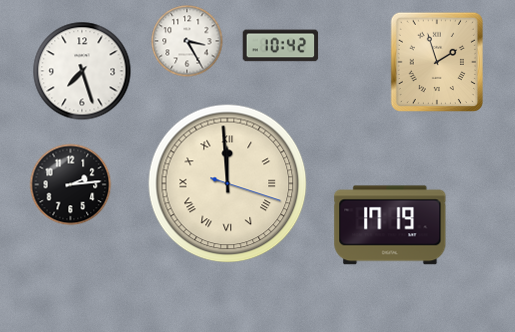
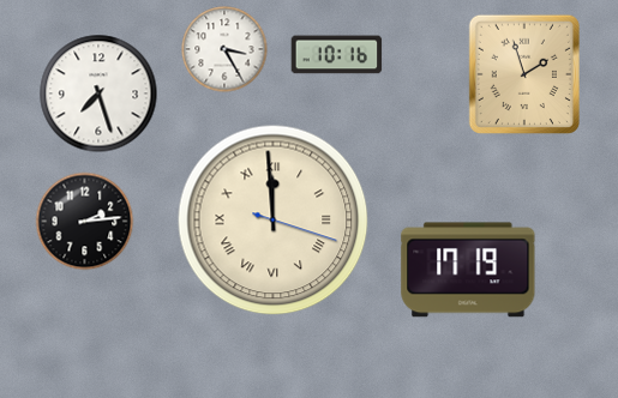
clock at (281, 46): 10:42 -> 10:16
clock at (82, 71) position: (82, 71) -> (98, 94)
